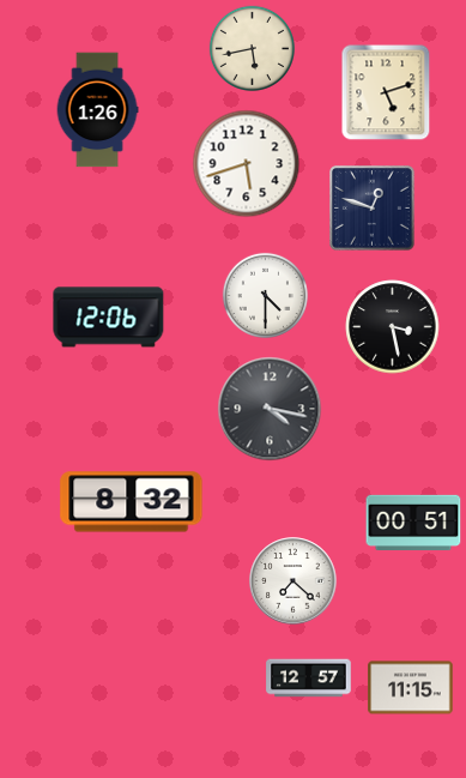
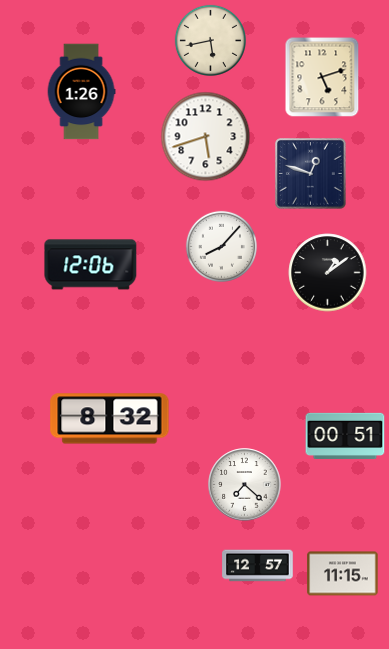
clock at (265, 295): 4:30 -> 8:07
clock at (393, 327): 3:28 -> 1:09
clock at (270, 409): 4:17 -> none
